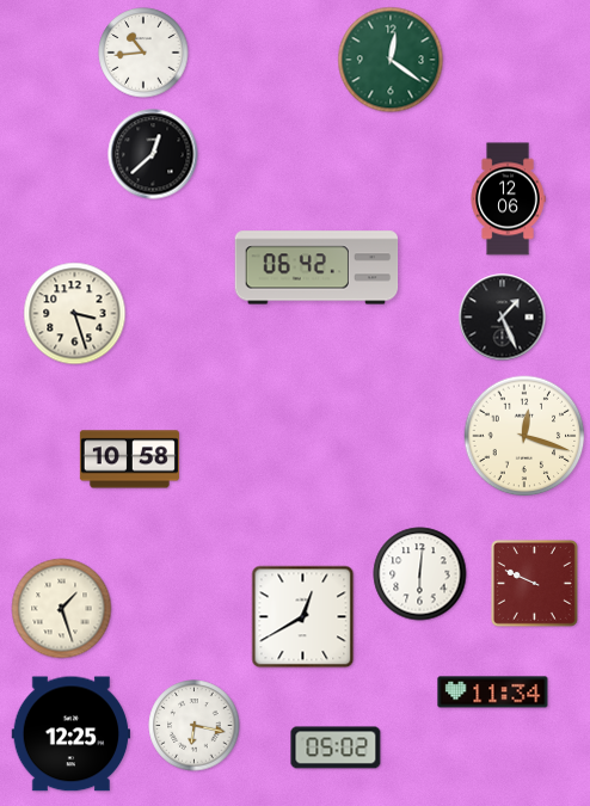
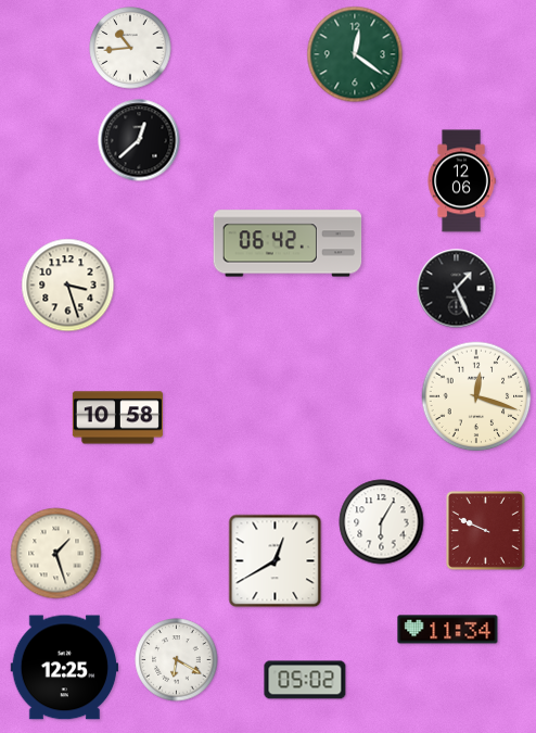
clock at (420, 574): 6:01 -> 6:05
clock at (195, 726): 6:17 -> 6:20
